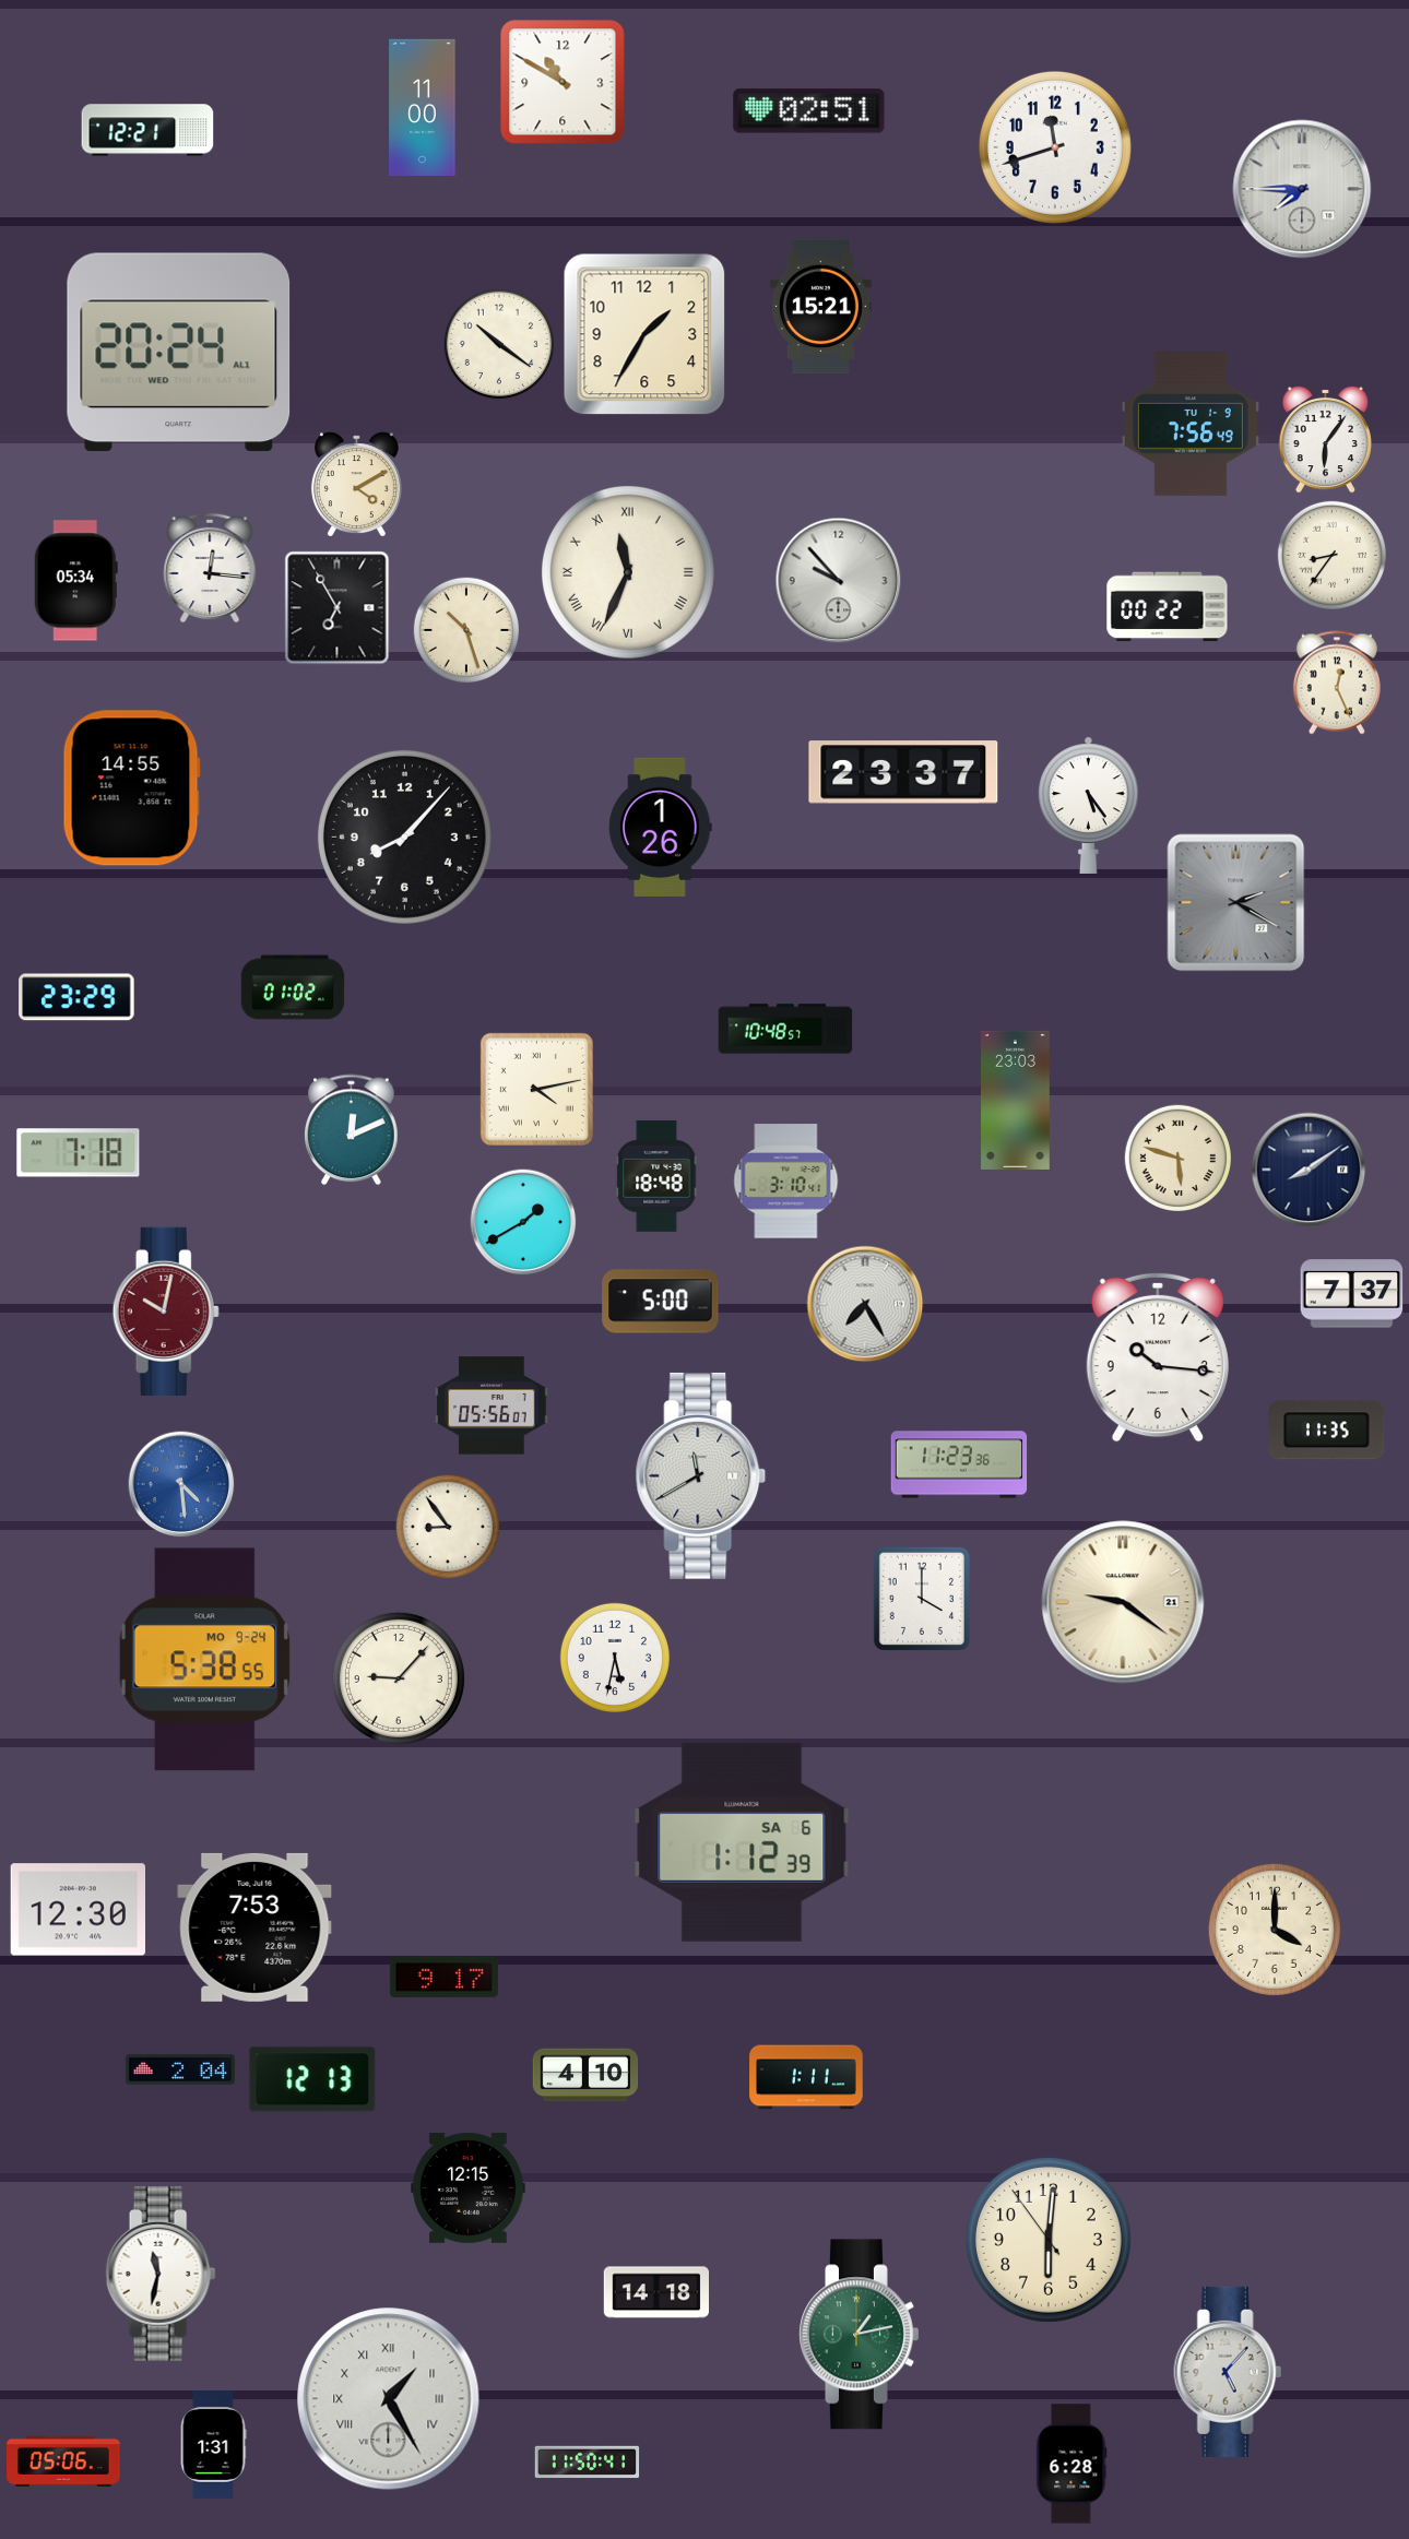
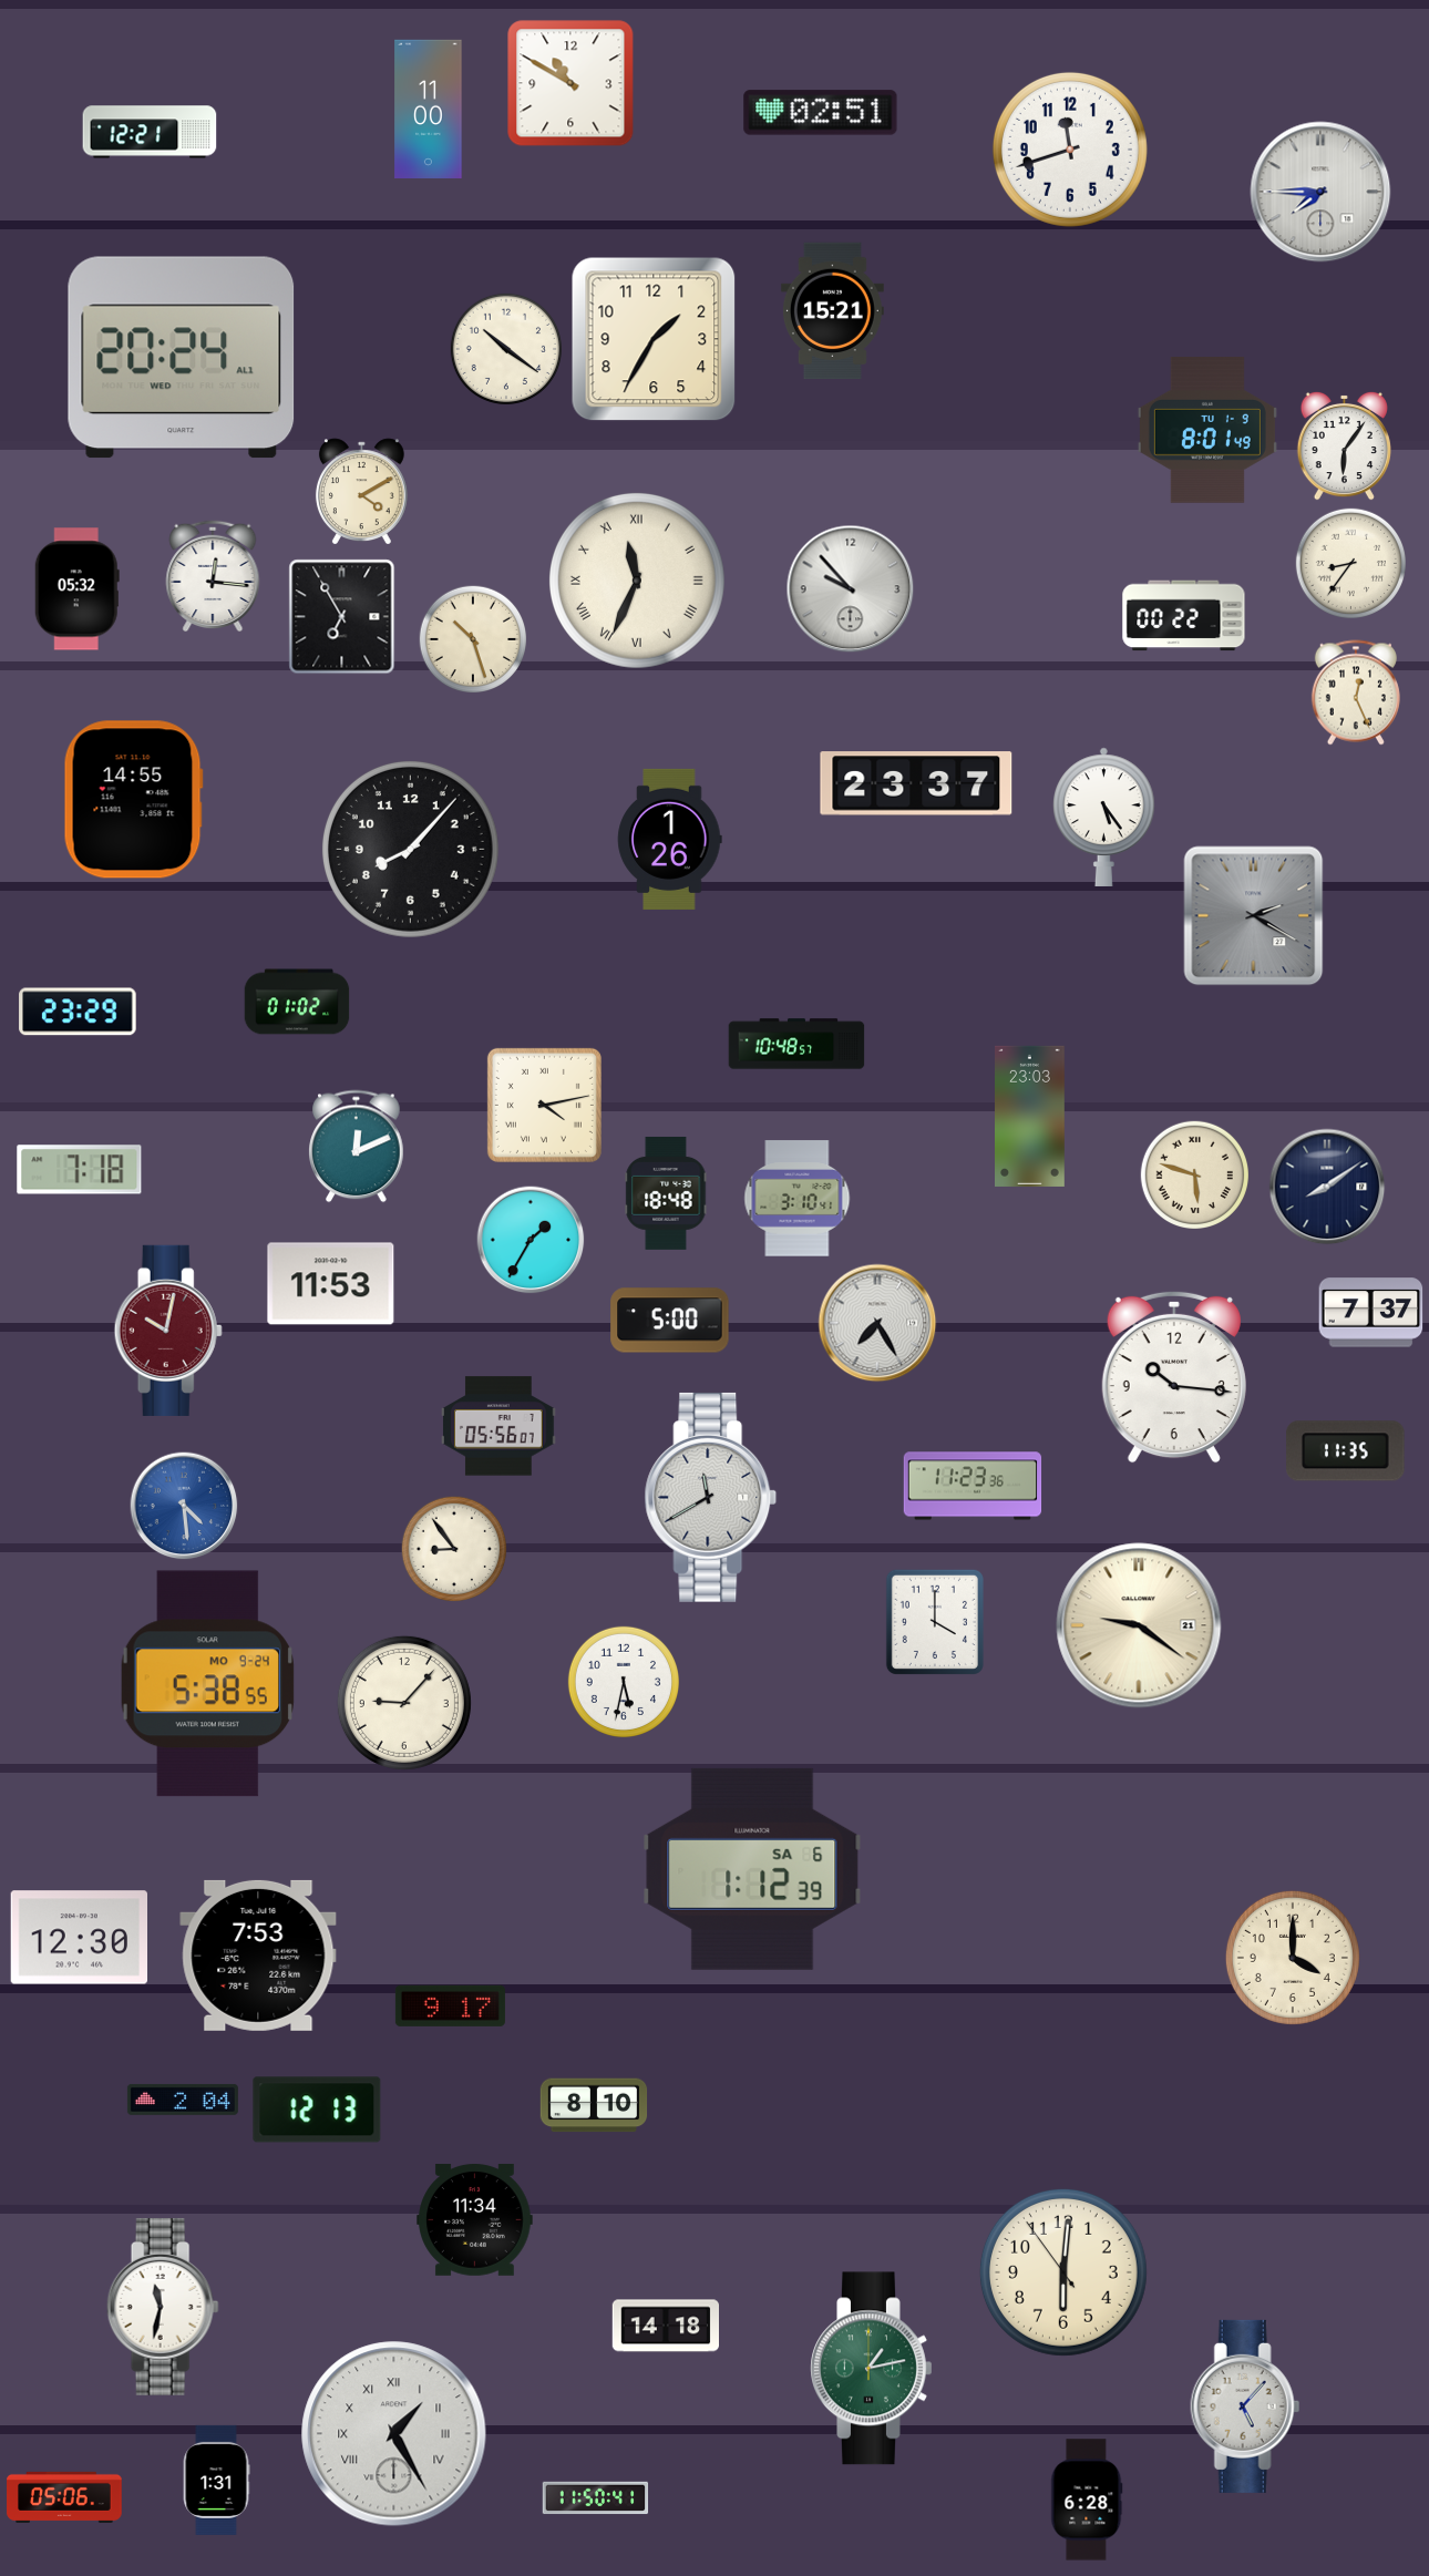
clock at (1191, 425): 7:56 -> 8:01
clock at (75, 581): 05:34 -> 05:32
clock at (523, 1222): 1:40 -> 1:35
clock at (331, 1284): none -> 11:53
clock at (585, 2075): 4:10 -> 8:10
clock at (806, 2077): 1:11 -> none
clock at (469, 2188): 12:15 -> 11:34
